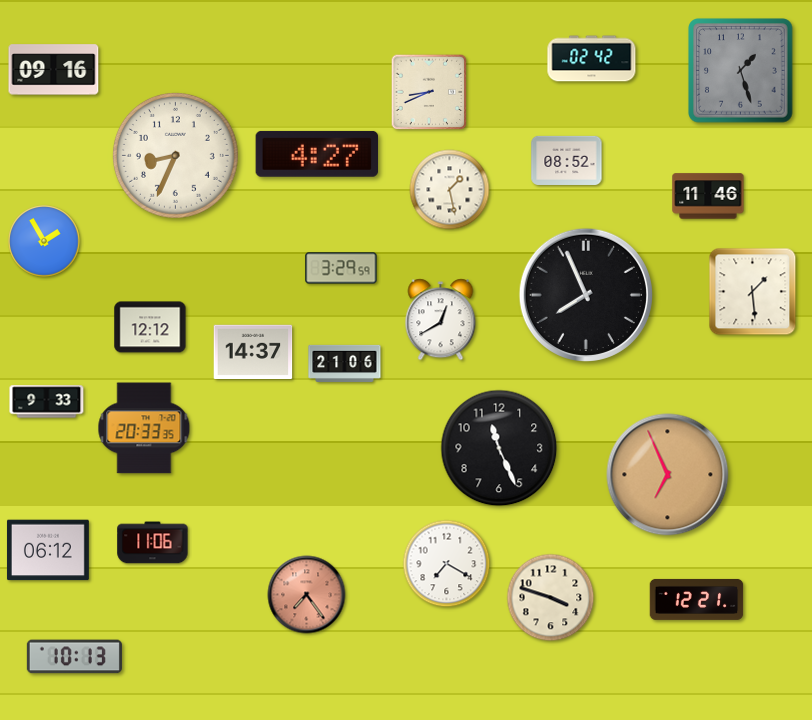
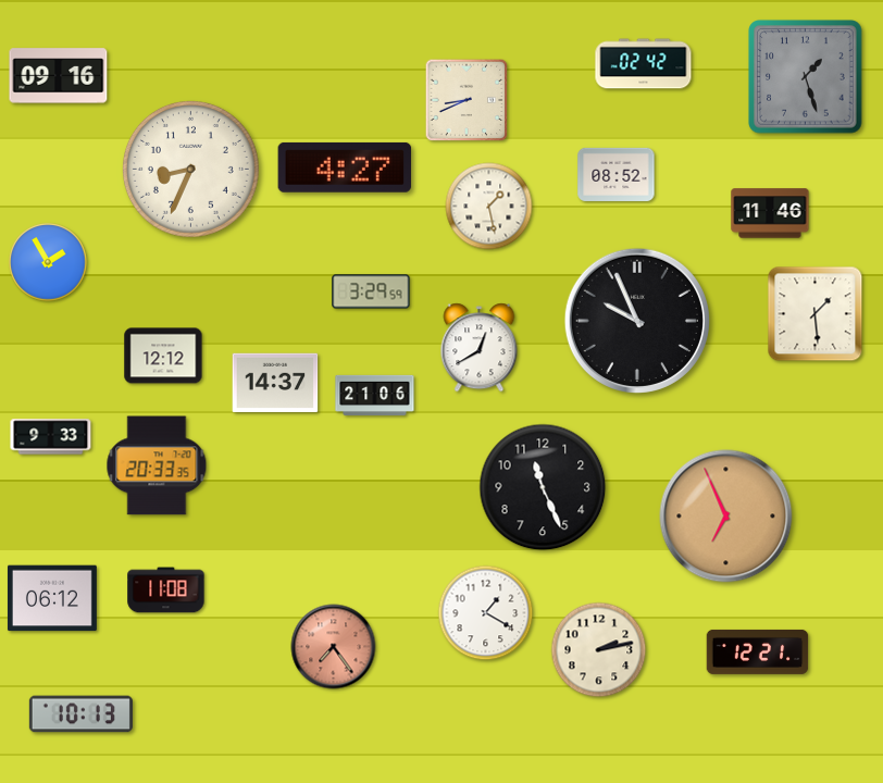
clock at (753, 292) position: (753, 292) -> (816, 314)
clock at (586, 295): 7:56 -> 9:56
clock at (153, 543): 11:06 -> 11:08
clock at (447, 564): 7:20 -> 1:20
clock at (551, 598): 3:48 -> 2:13
